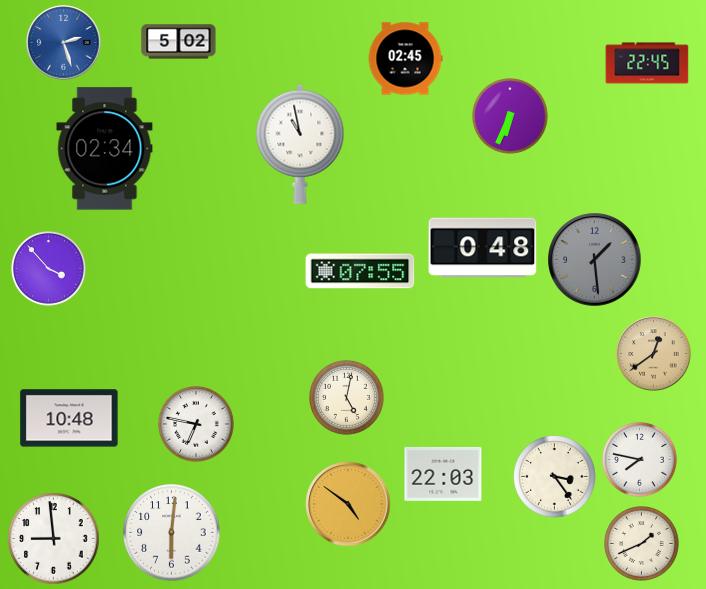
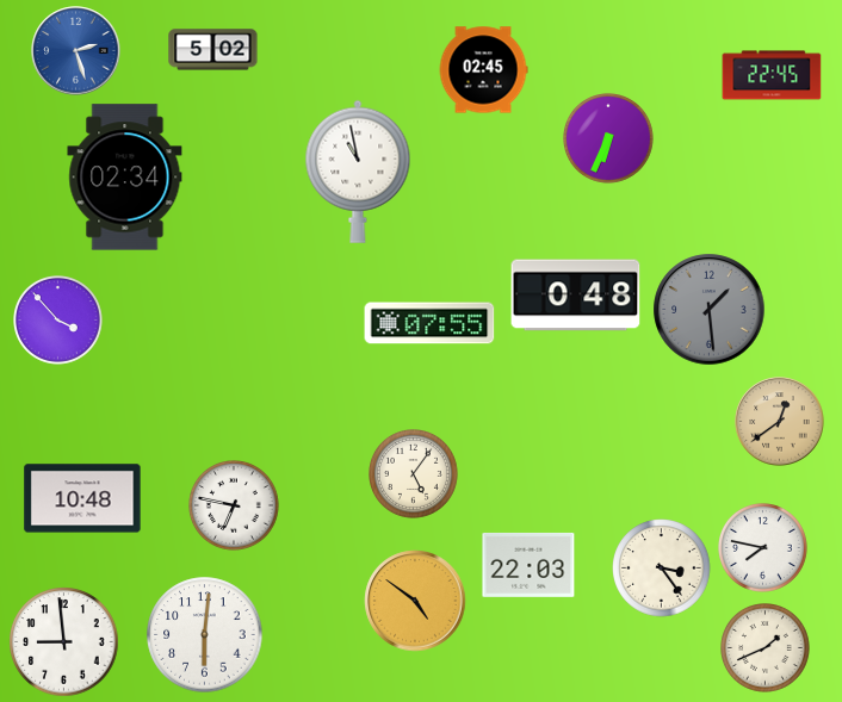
clock at (347, 398): 5:02 -> 5:06
